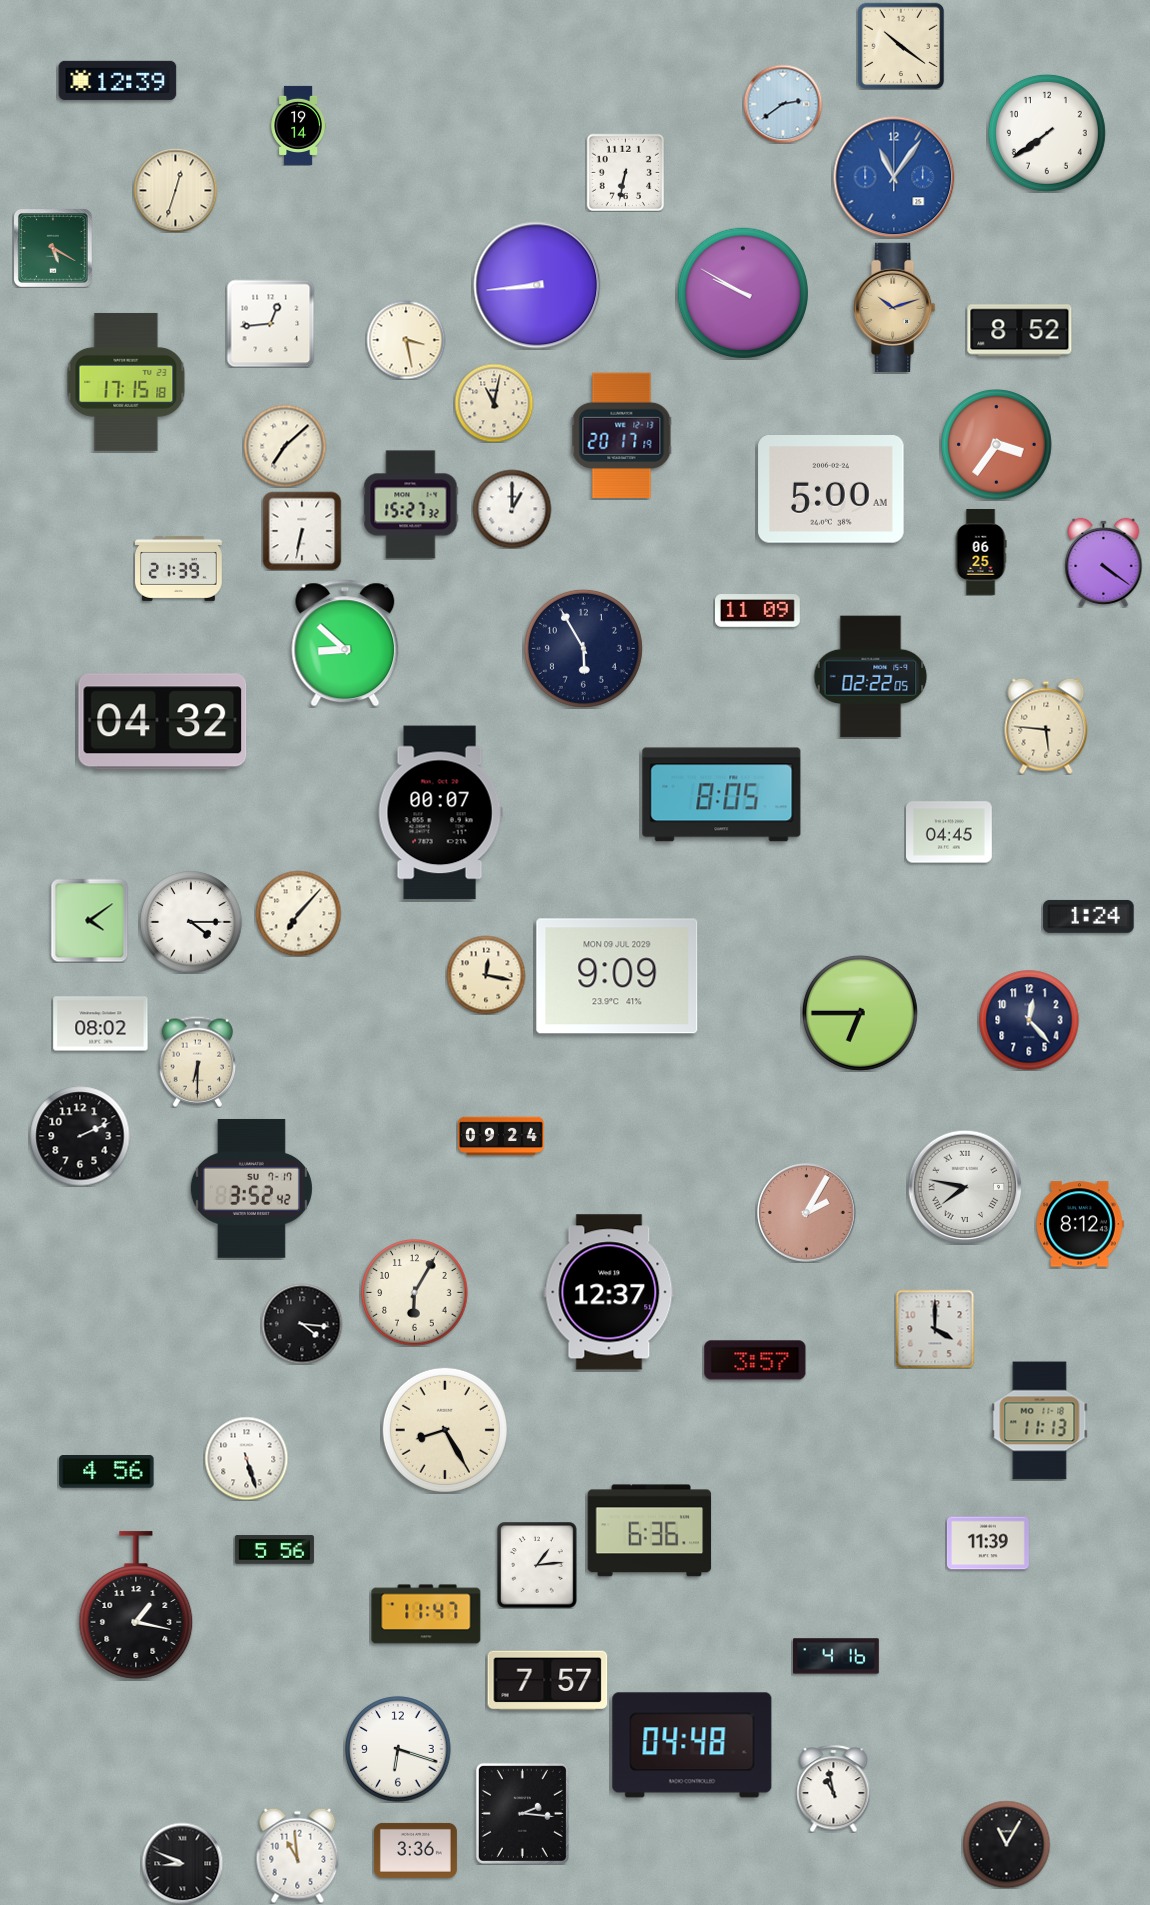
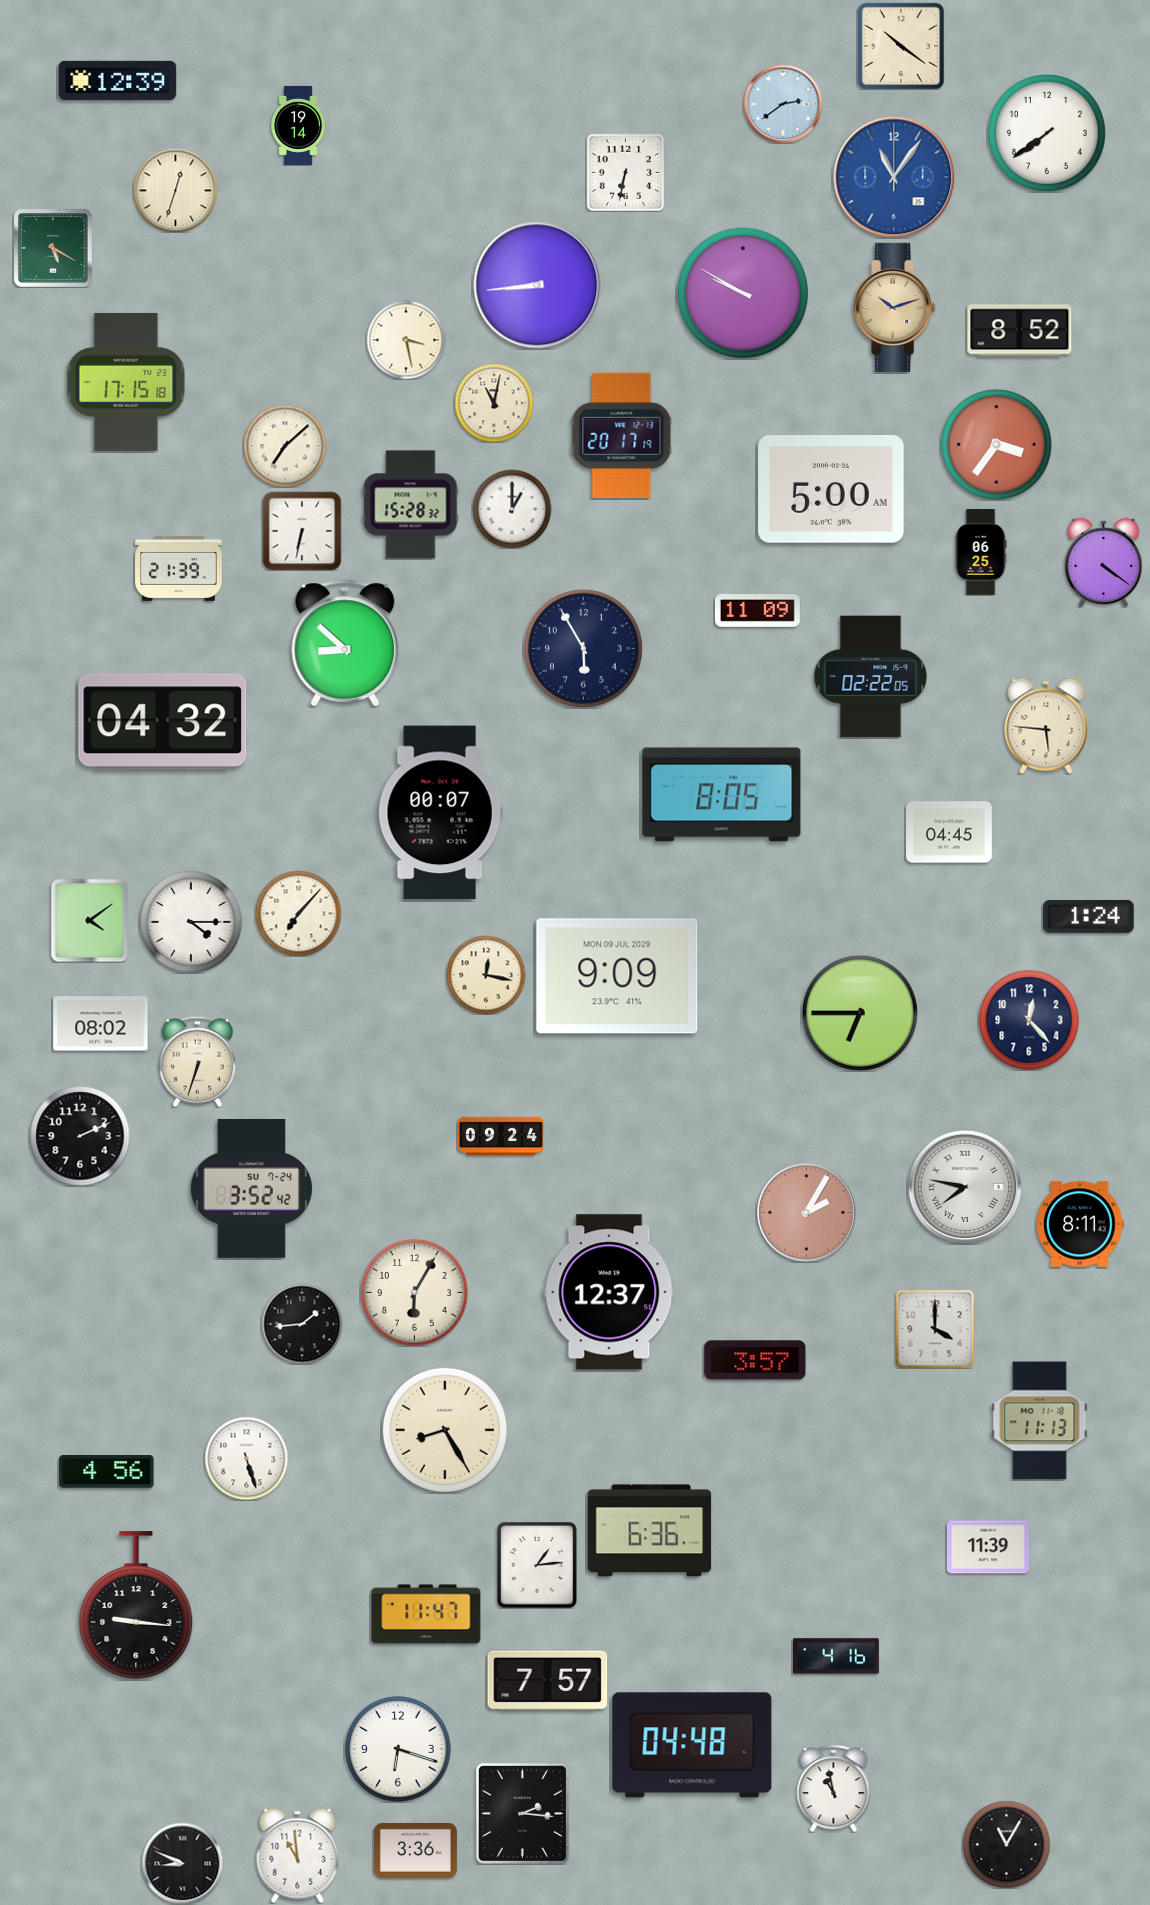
clock at (270, 323): 12:44 -> none
clock at (411, 505): 15:27 -> 15:28
clock at (198, 1061): 6:30 -> 6:33
clock at (251, 1188) date: SU 7-17 -> SU 7-24
clock at (1081, 1224): 8:12 -> 8:11
clock at (302, 1324): 4:16 -> 1:44
clock at (988, 1543) position: (988, 1543) -> (988, 1547)
clock at (274, 1550): 5:56 -> none
clock at (136, 1605): 1:17 -> 9:16
